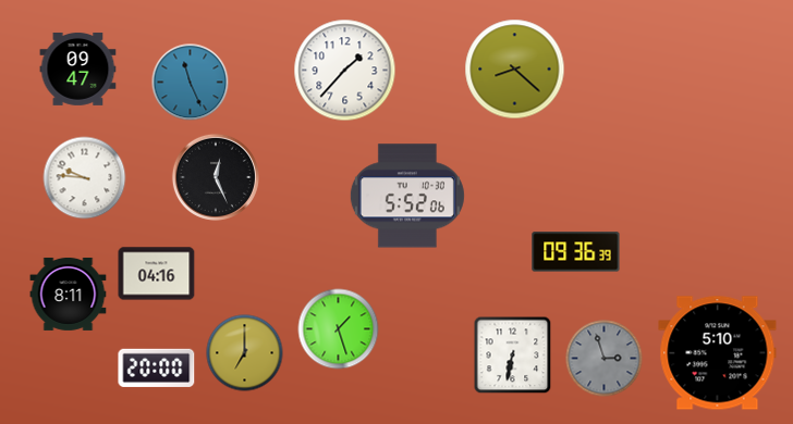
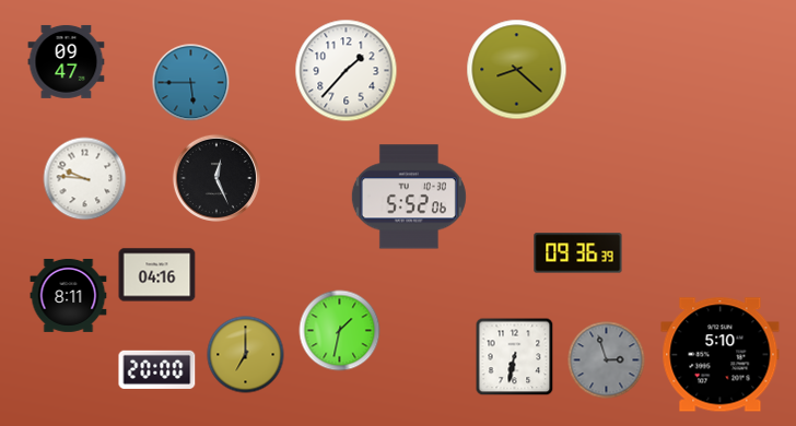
clock at (78, 70) position: (78, 70) -> (67, 62)
clock at (191, 83): 11:26 -> 5:45
clock at (339, 329): 1:27 -> 1:32
